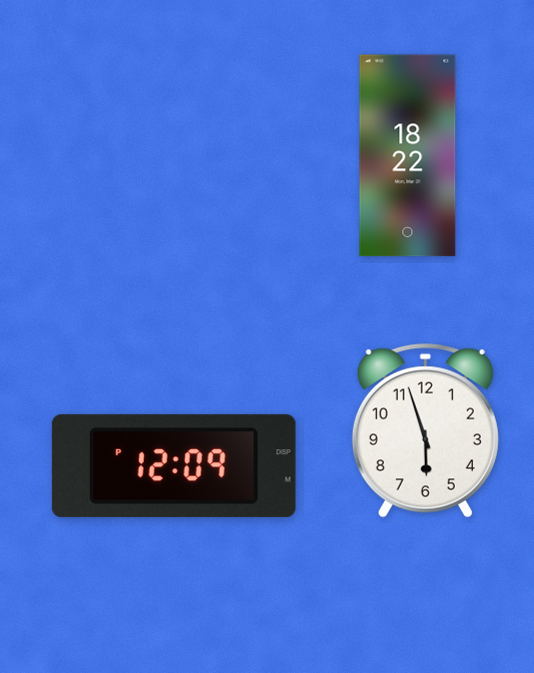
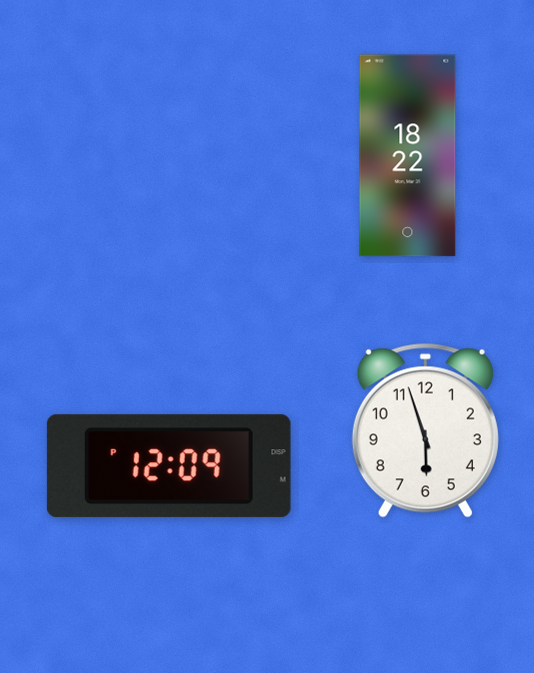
clock at (174, 466) position: (174, 466) -> (169, 466)
